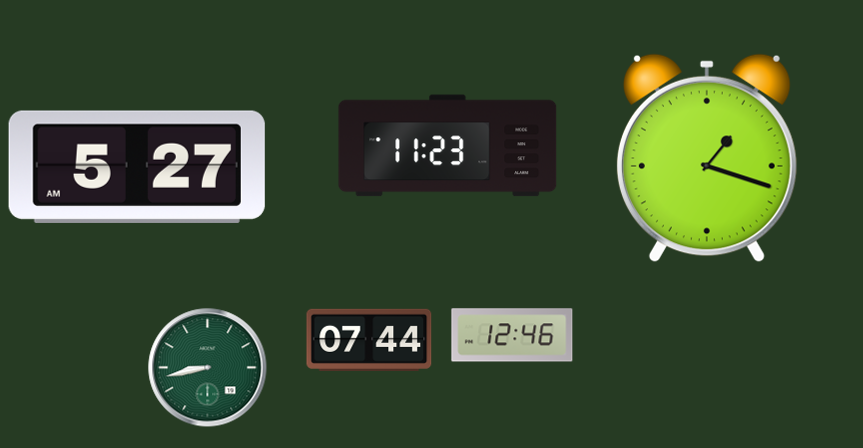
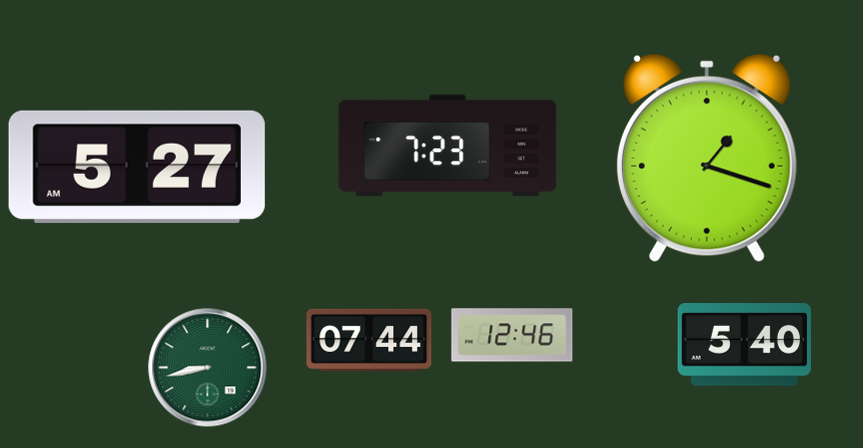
clock at (448, 146): 11:23 -> 7:23
clock at (744, 345): none -> 5:40
